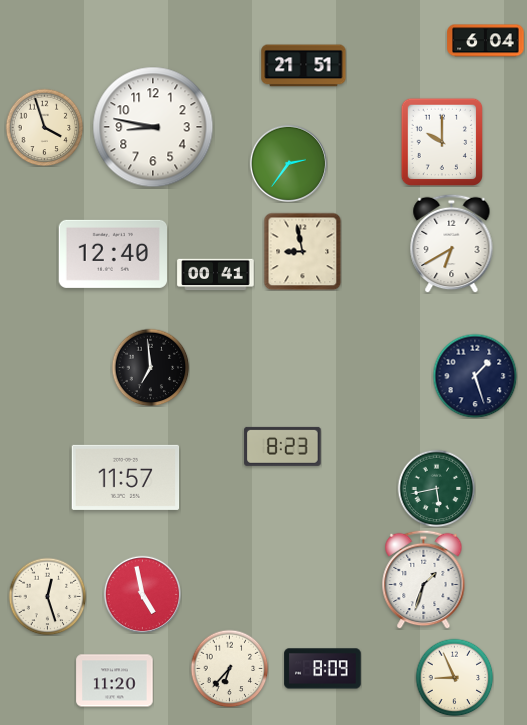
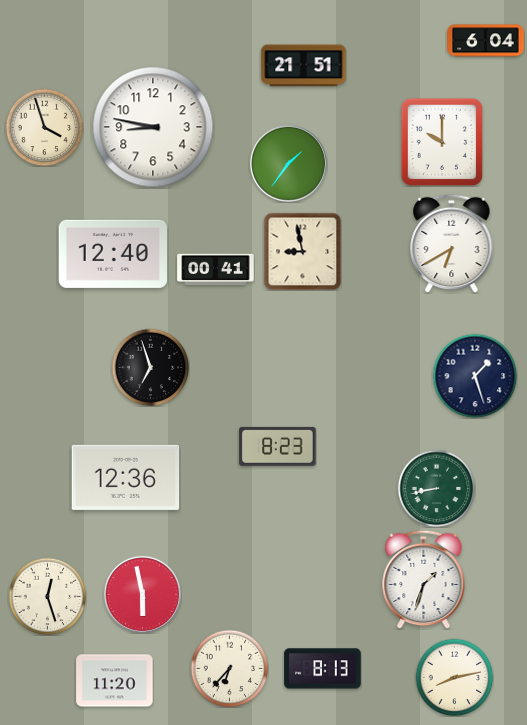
clock at (288, 163): 2:36 -> 1:36
clock at (216, 275) position: (216, 275) -> (216, 270)
clock at (150, 367): 6:59 -> 6:57
clock at (283, 446) position: (283, 446) -> (278, 446)
clock at (126, 477): 11:57 -> 12:36
clock at (436, 488): 5:43 -> 8:43
clock at (142, 594): 4:58 -> 5:58
clock at (323, 669): 8:09 -> 8:13
clock at (454, 677): 8:56 -> 8:13
